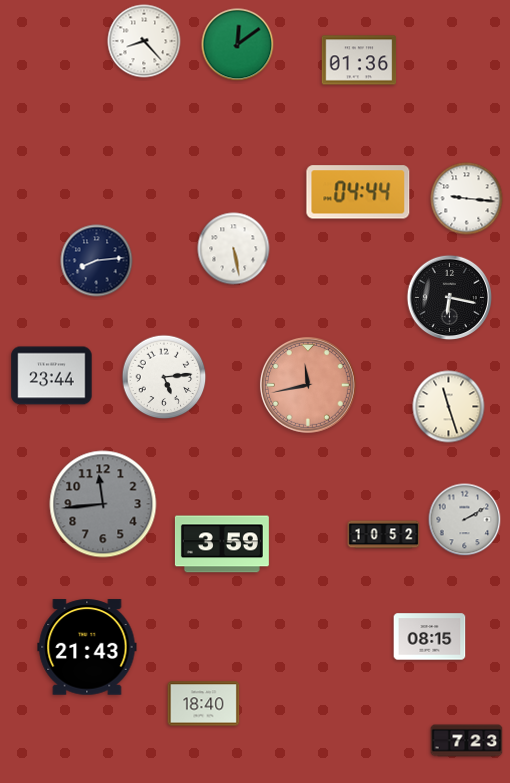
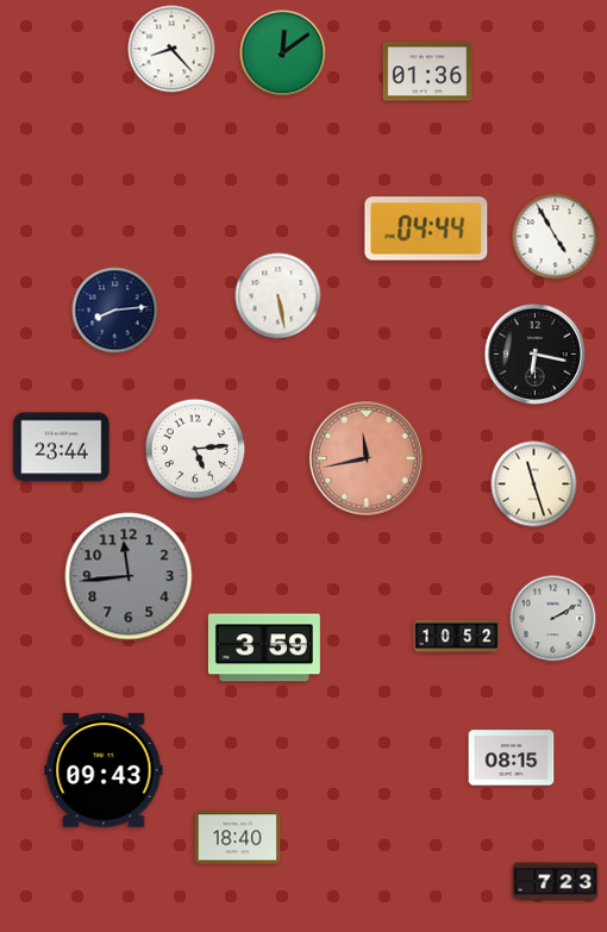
clock at (467, 199): 9:16 -> 4:55
clock at (103, 504) position: (103, 504) -> (129, 576)
clock at (87, 647): 21:43 -> 09:43
clock at (204, 704) position: (204, 704) -> (238, 838)
